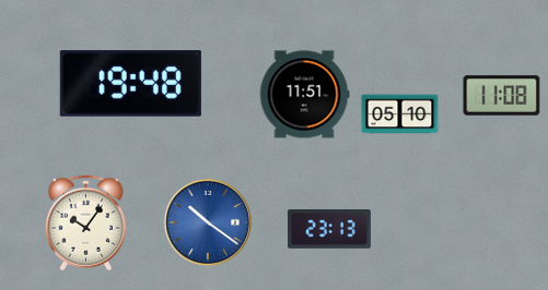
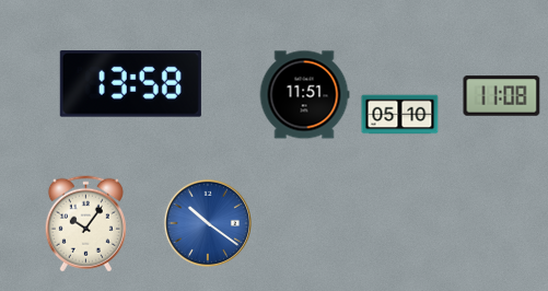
clock at (130, 84): 19:48 -> 13:58
clock at (329, 230): 23:13 -> none
